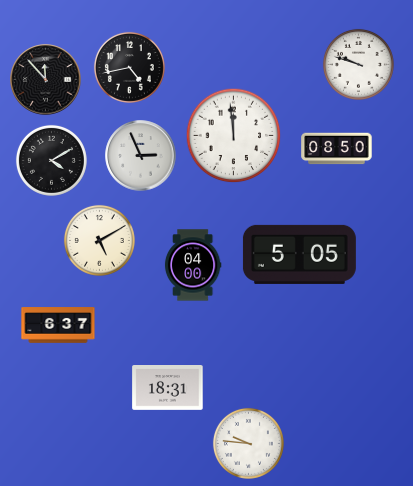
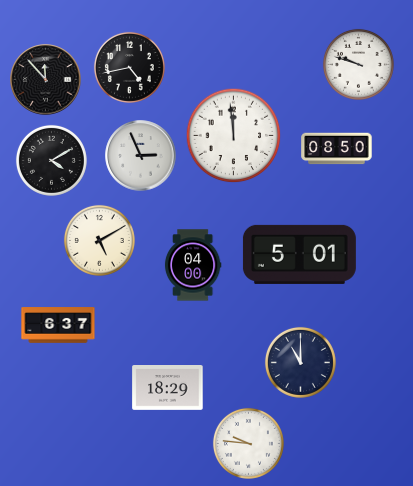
clock at (299, 254): 5:05 -> 5:01
clock at (300, 362): none -> 11:00
clock at (168, 388): 18:31 -> 18:29
